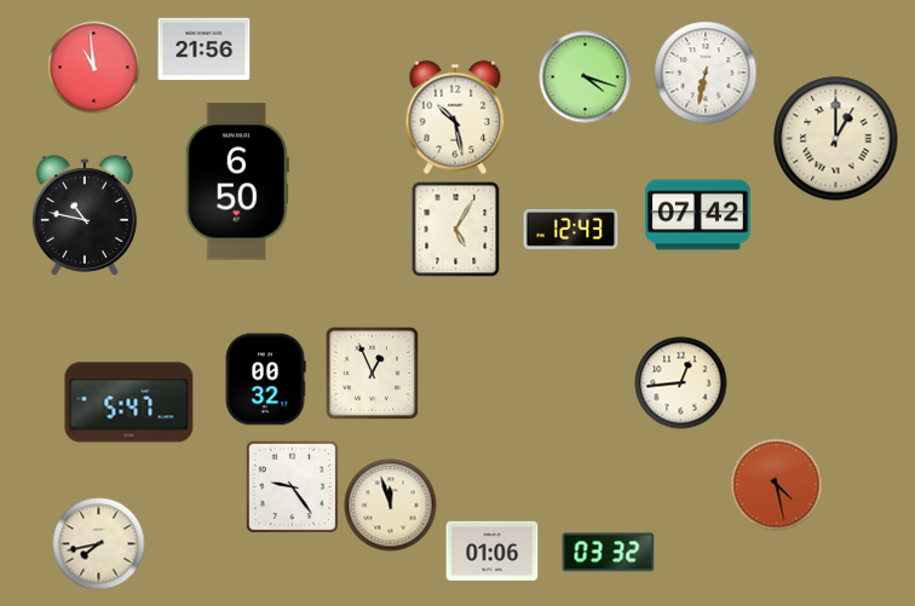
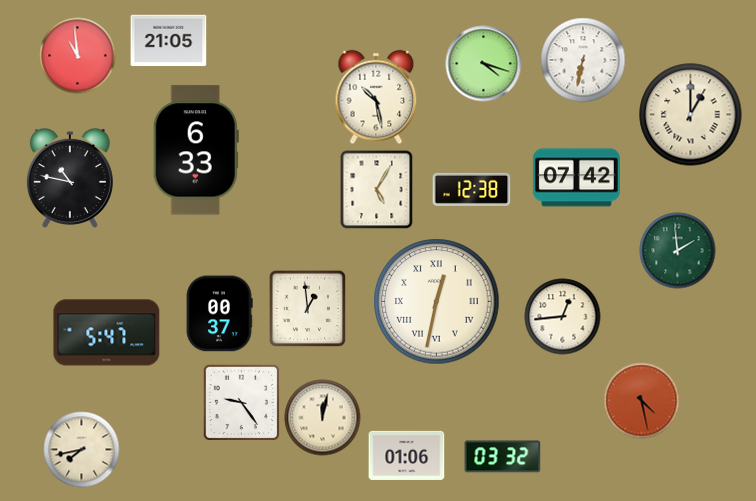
clock at (205, 50): 21:56 -> 21:05
clock at (237, 181): 6:50 -> 6:33
clock at (571, 229): 12:43 -> 12:38
clock at (678, 251): none -> 1:59
clock at (437, 302): none -> 12:32
clock at (372, 373): 12:56 -> 12:59
clock at (265, 380): 00:32 -> 00:37
clock at (391, 506): 11:57 -> 12:02
